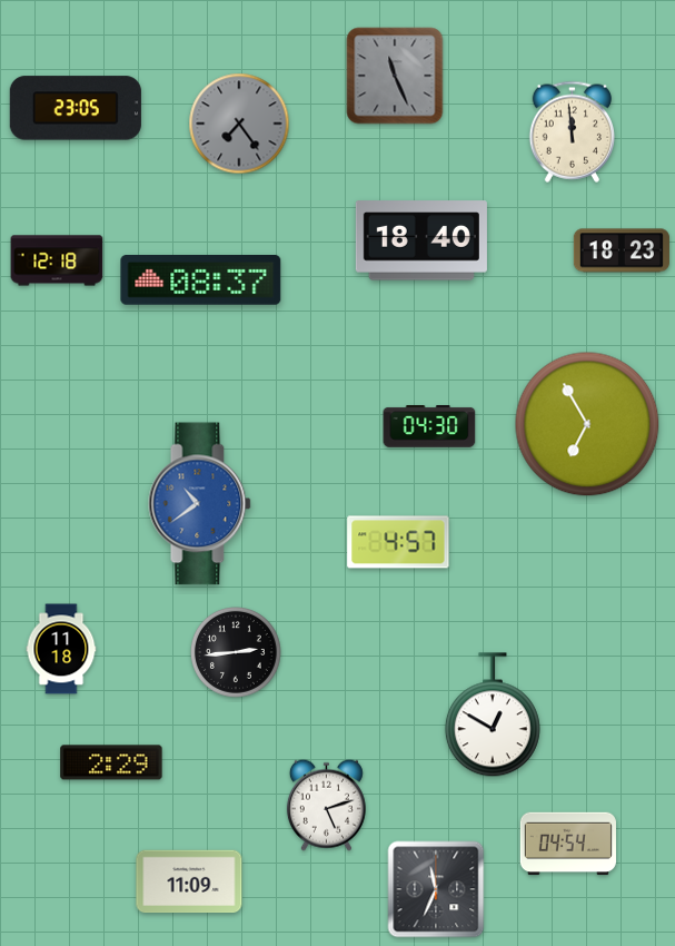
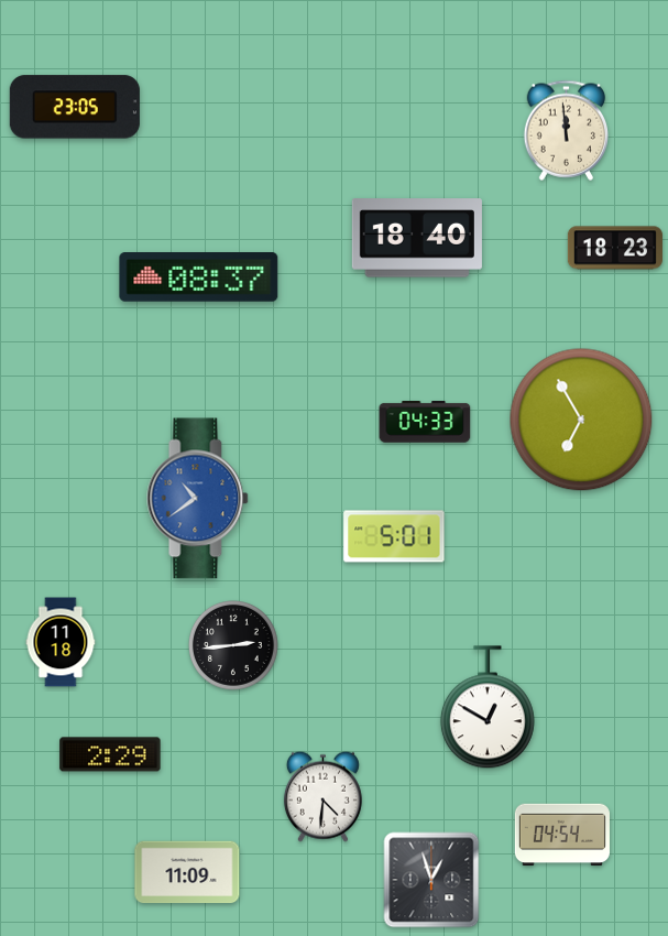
clock at (395, 76): 11:26 -> none
clock at (239, 124): 7:24 -> none
clock at (57, 260): 12:18 -> none
clock at (429, 427): 04:30 -> 04:33
clock at (398, 542): 4:57 -> 5:01
clock at (326, 805): 5:12 -> 4:31
clock at (436, 889): 11:34 -> 12:57
